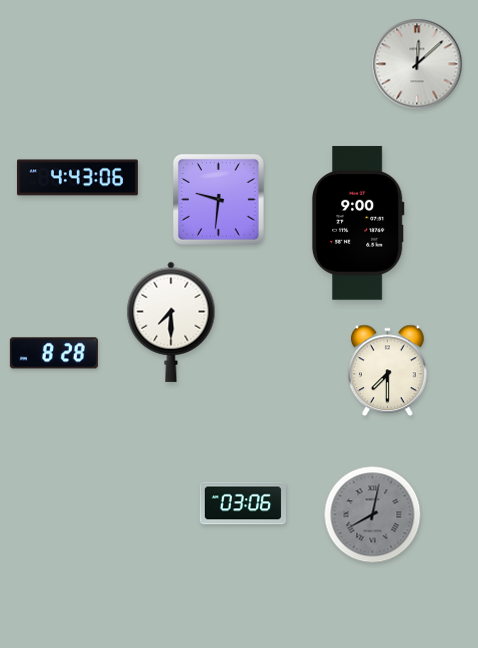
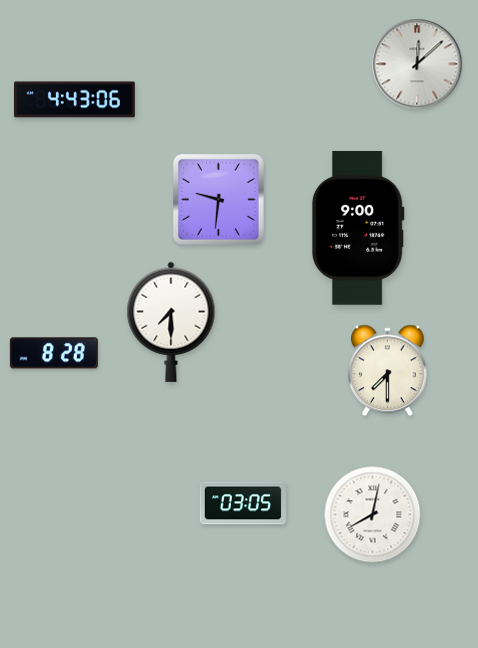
clock at (77, 178) position: (77, 178) -> (74, 100)
clock at (358, 223) position: (358, 223) -> (358, 228)
clock at (242, 503): 03:06 -> 03:05
clock at (373, 515) dial: grey -> white
